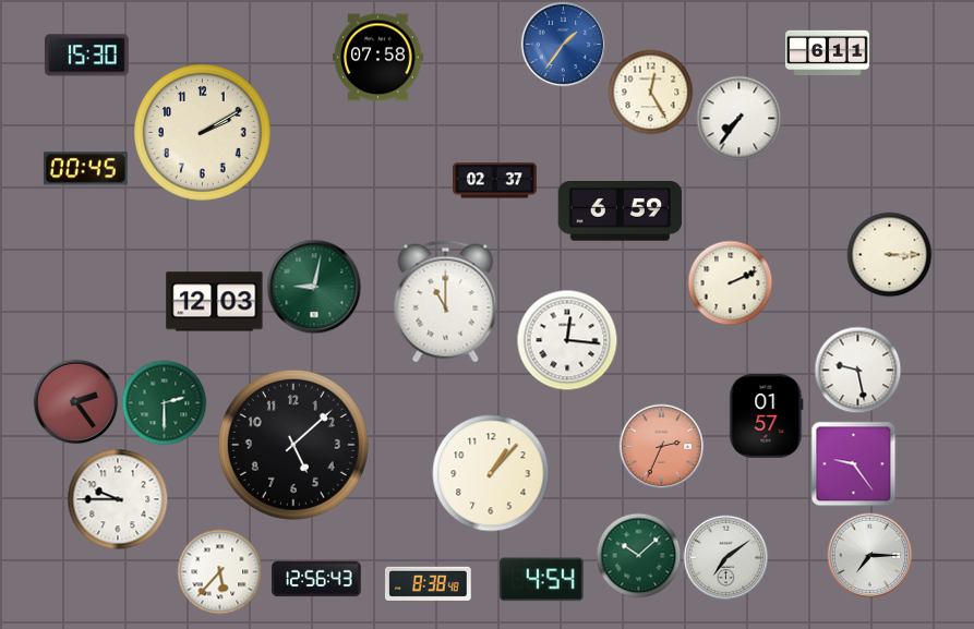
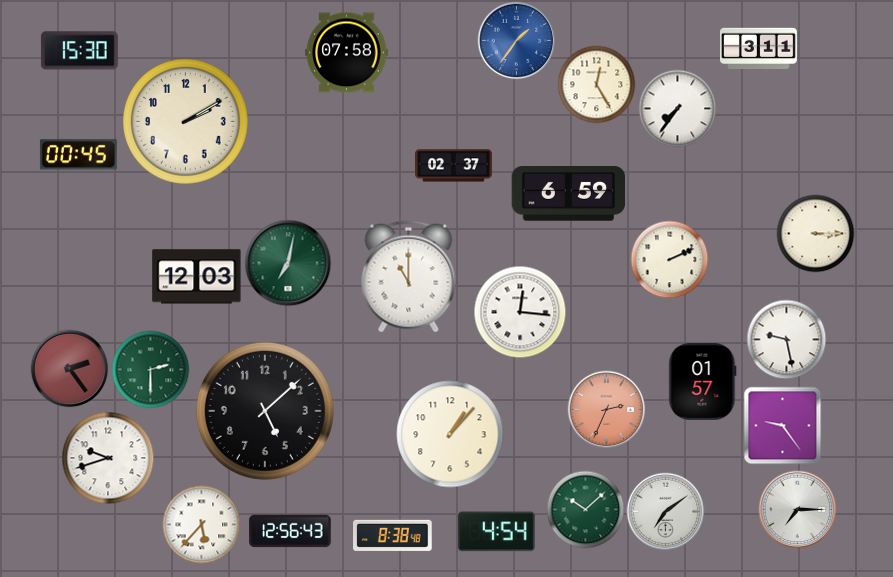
clock at (828, 53): 6:11 -> 3:11
clock at (314, 287): 9:02 -> 7:02
clock at (293, 445) position: (293, 445) -> (265, 411)
clock at (118, 499): 9:45 -> 9:42
